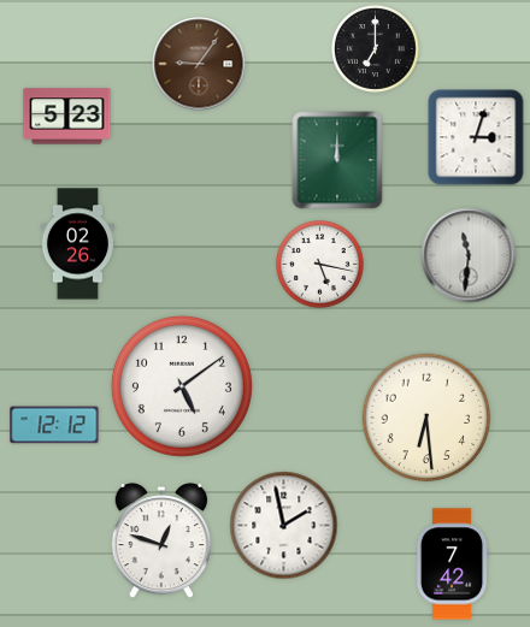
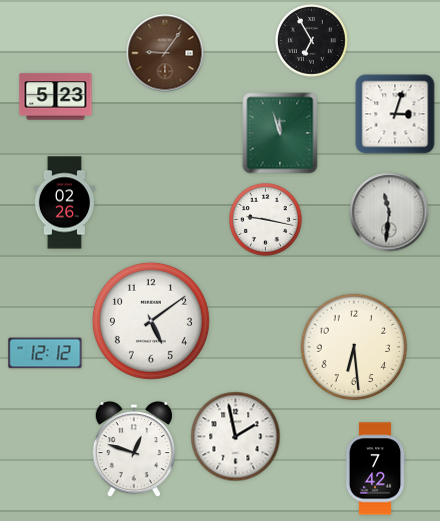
clock at (376, 49): 7:00 -> 6:55
clock at (337, 160): 12:00 -> 11:57
clock at (320, 265): 5:17 -> 9:17
